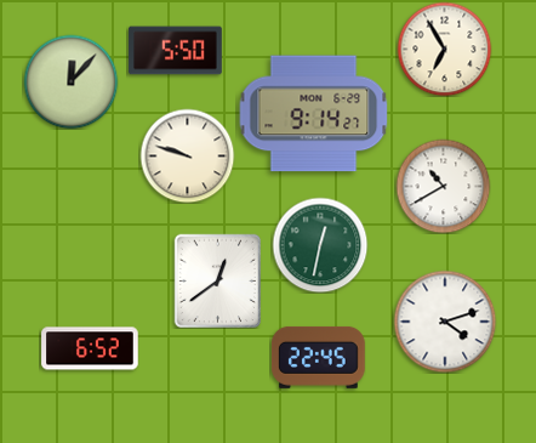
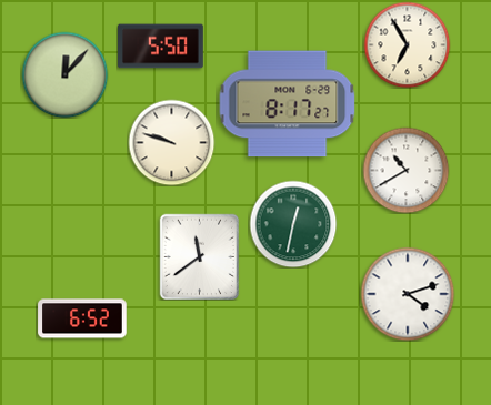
clock at (314, 114): 9:14 -> 8:17
clock at (218, 280): 12:39 -> 11:39
clock at (319, 357): 22:45 -> none
